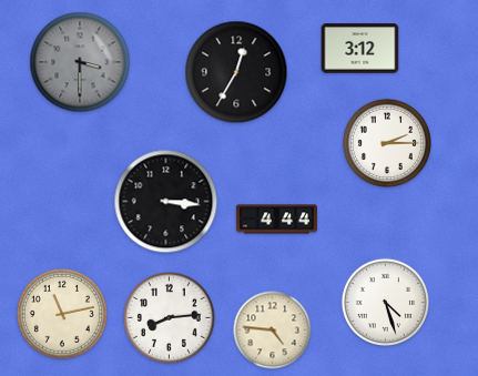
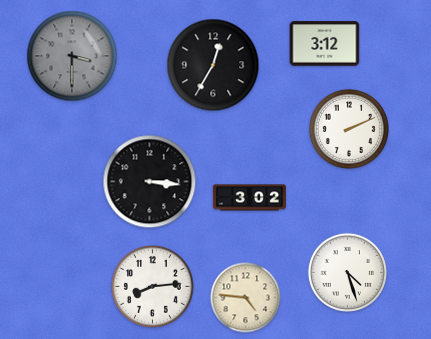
clock at (387, 143): 2:15 -> 2:11
clock at (276, 220): 4:44 -> 3:02
clock at (62, 314): 11:13 -> none
